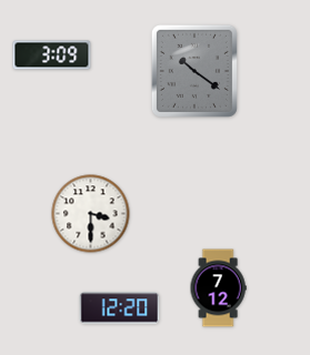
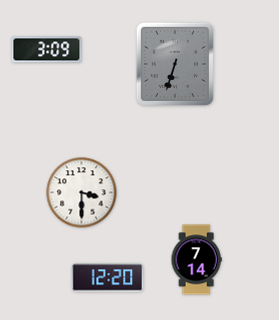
clock at (194, 71): 10:21 -> 6:33
clock at (218, 288): 7:12 -> 7:14
